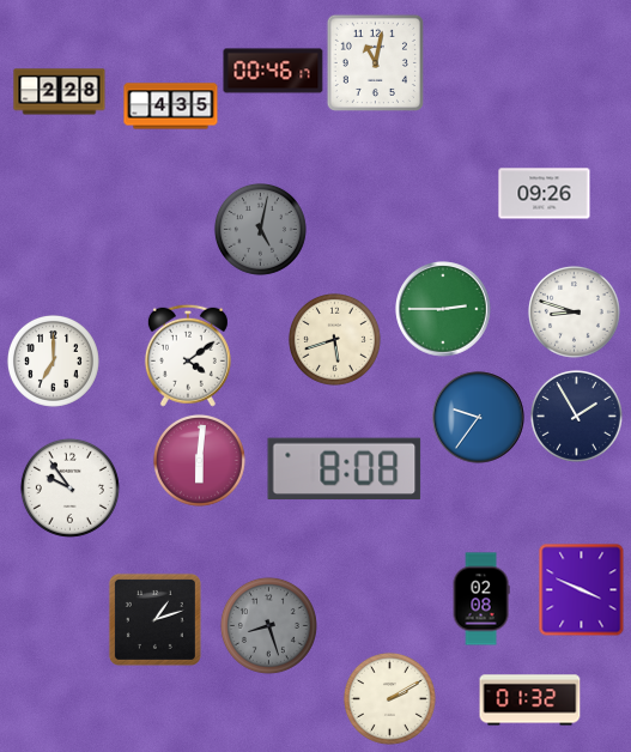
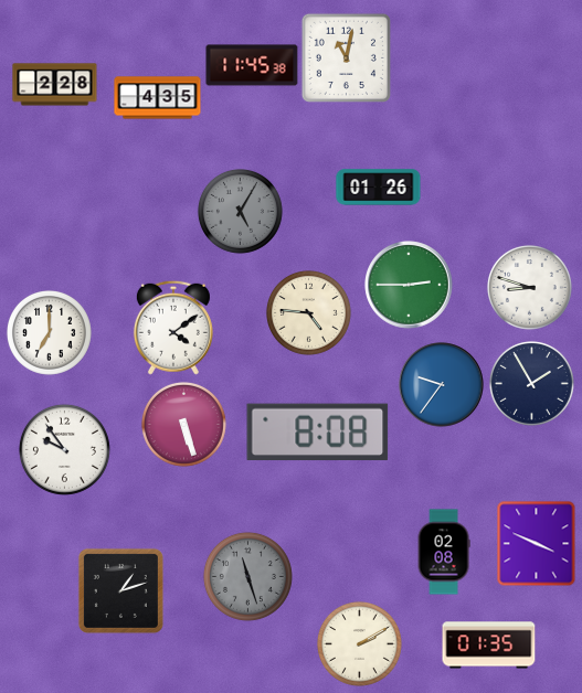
clock at (273, 71): 00:46 -> 11:45
clock at (545, 194): 09:26 -> none
clock at (379, 188): none -> 01:26
clock at (260, 229): 5:02 -> 5:05
clock at (334, 339): 5:42 -> 4:46
clock at (199, 460): 6:01 -> 5:27
clock at (154, 619) position: (154, 619) -> (120, 590)
clock at (268, 625): 8:27 -> 11:27
clock at (530, 701): 01:32 -> 01:35
